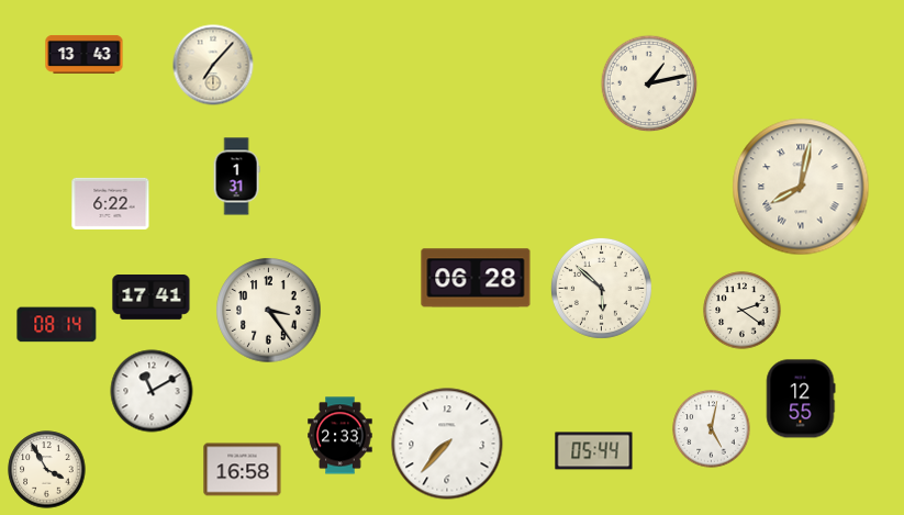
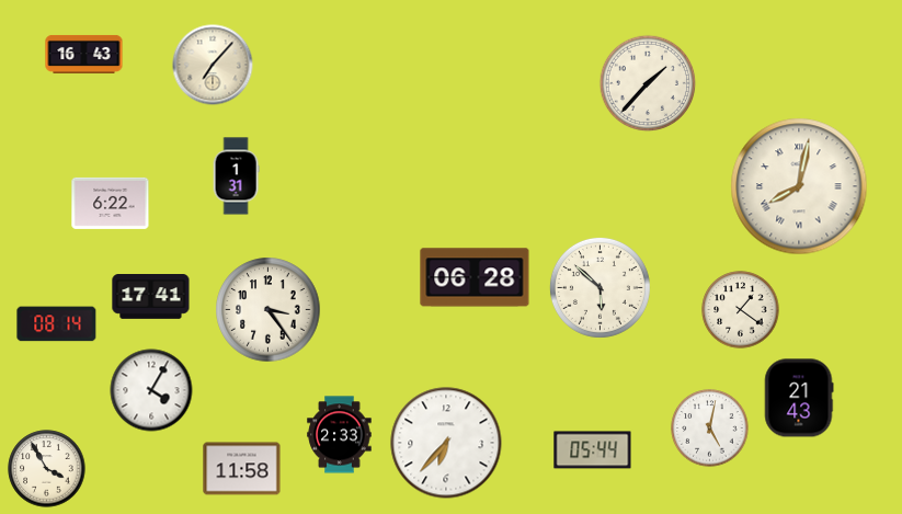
clock at (85, 54): 13:43 -> 16:43
clock at (649, 83): 1:13 -> 1:37
clock at (743, 311): 2:21 -> 1:21
clock at (152, 391): 11:10 -> 4:05
clock at (801, 399): 12:55 -> 21:43
clock at (447, 444): 7:37 -> 6:37
clock at (243, 470): 16:58 -> 11:58
